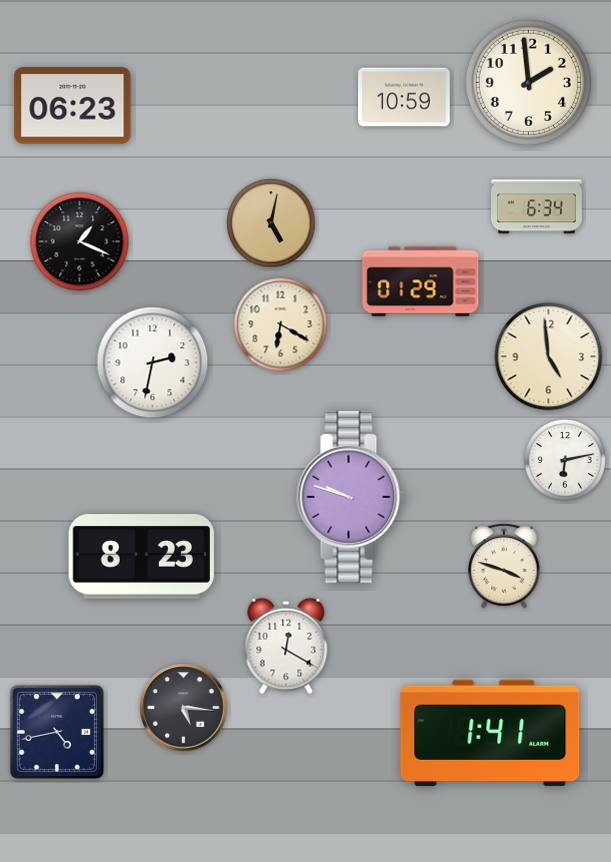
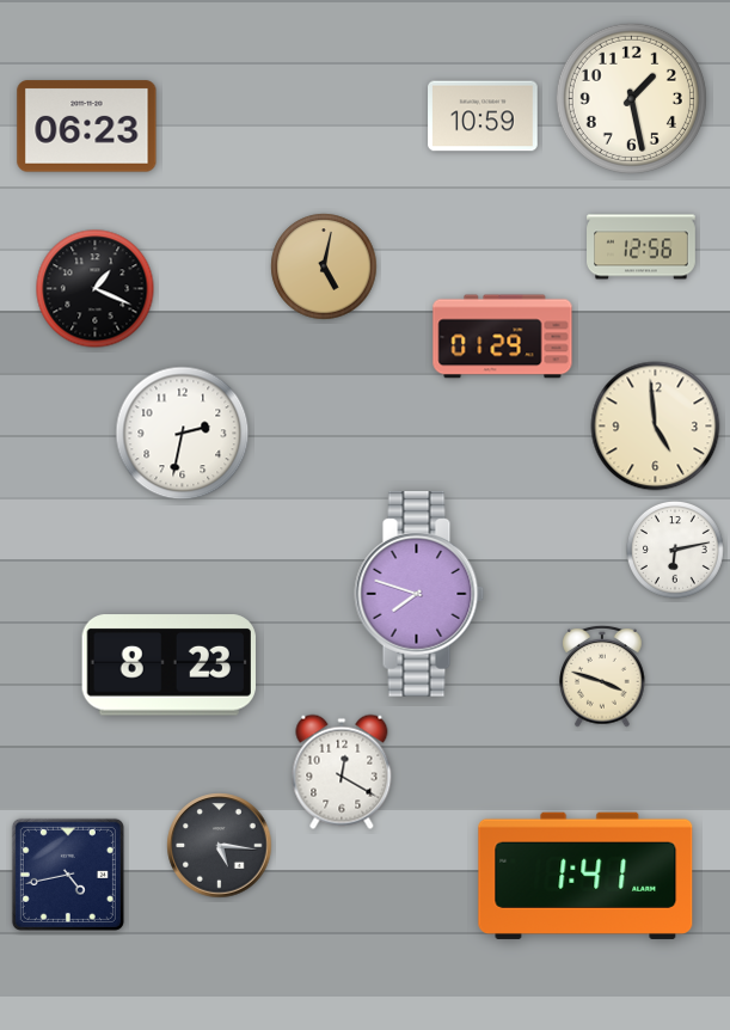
clock at (528, 82): 1:59 -> 1:28
clock at (537, 207): 6:34 -> 12:56
clock at (281, 325): 6:20 -> none
clock at (351, 498): 9:48 -> 7:48
